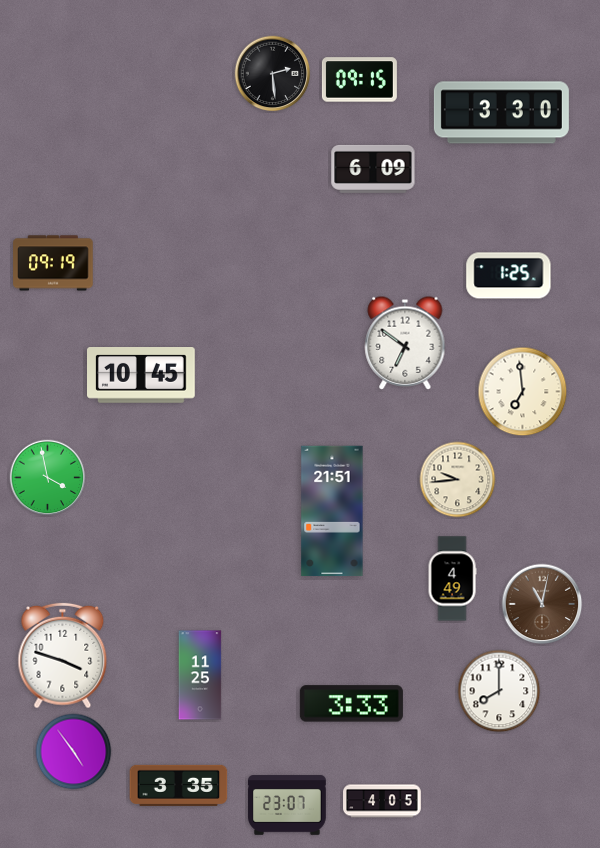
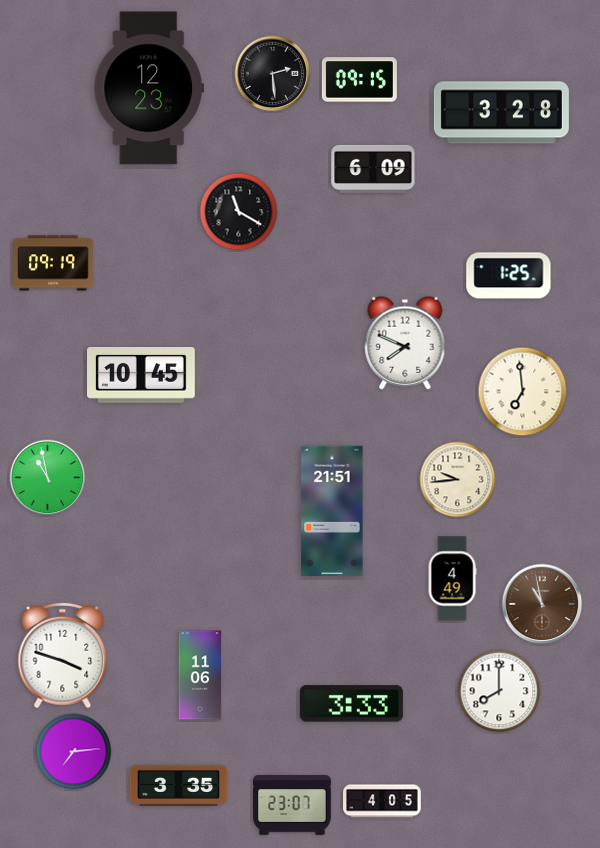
clock at (148, 88): none -> 12:23
clock at (501, 113): 3:30 -> 3:28
clock at (239, 212): none -> 11:20
clock at (405, 343): 6:51 -> 7:49
clock at (48, 478): 3:58 -> 10:58
clock at (542, 604): 11:02 -> 10:58
clock at (200, 675): 11:25 -> 11:06
clock at (74, 752): 4:54 -> 7:14
clock at (287, 805) position: (287, 805) -> (292, 805)
